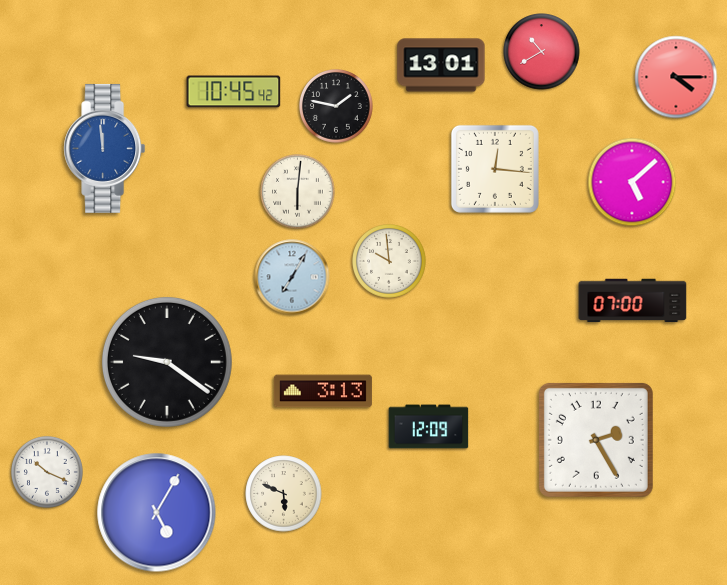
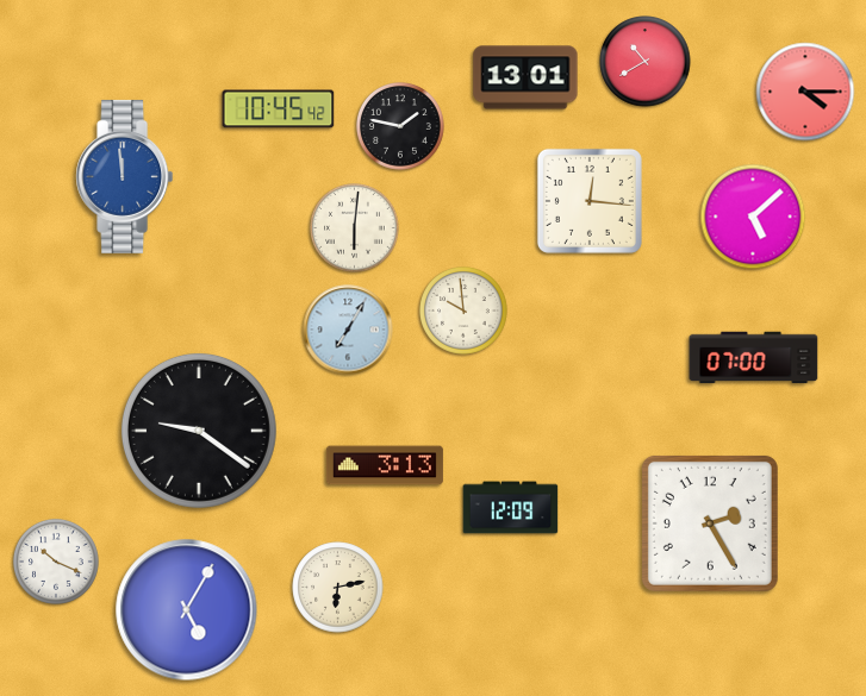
clock at (284, 494): 5:49 -> 6:13
